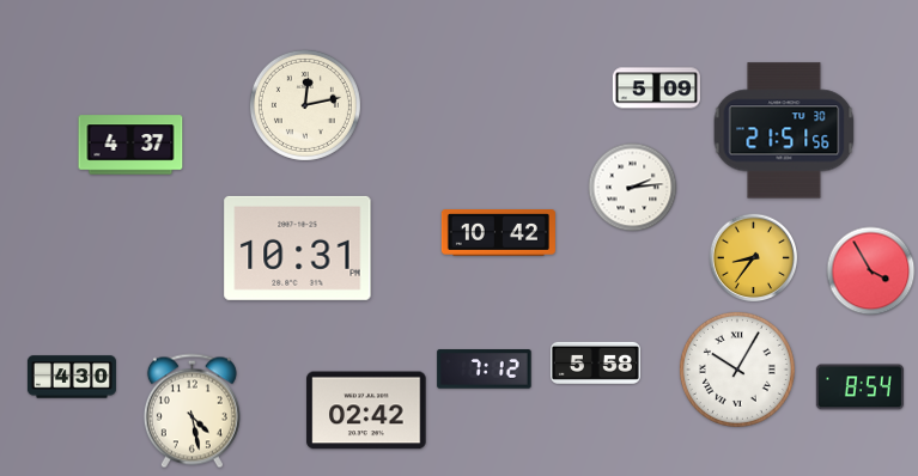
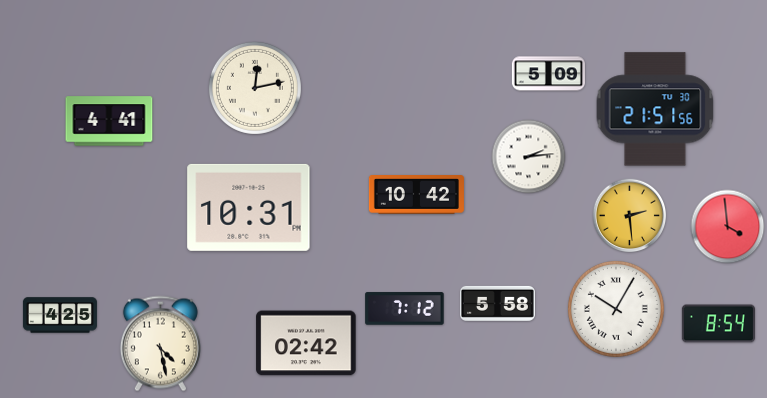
clock at (130, 145): 4:37 -> 4:41
clock at (754, 258): 8:36 -> 2:29
clock at (871, 271): 3:55 -> 3:59
clock at (72, 377): 4:30 -> 4:25
